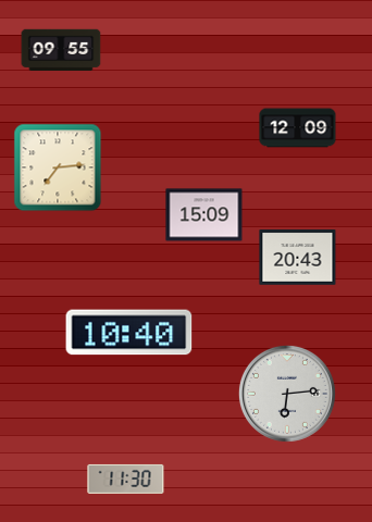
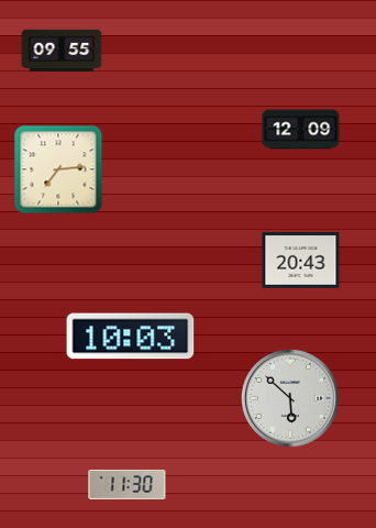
clock at (204, 215): 15:09 -> none
clock at (129, 333): 10:40 -> 10:03
clock at (287, 394): 6:14 -> 5:52
